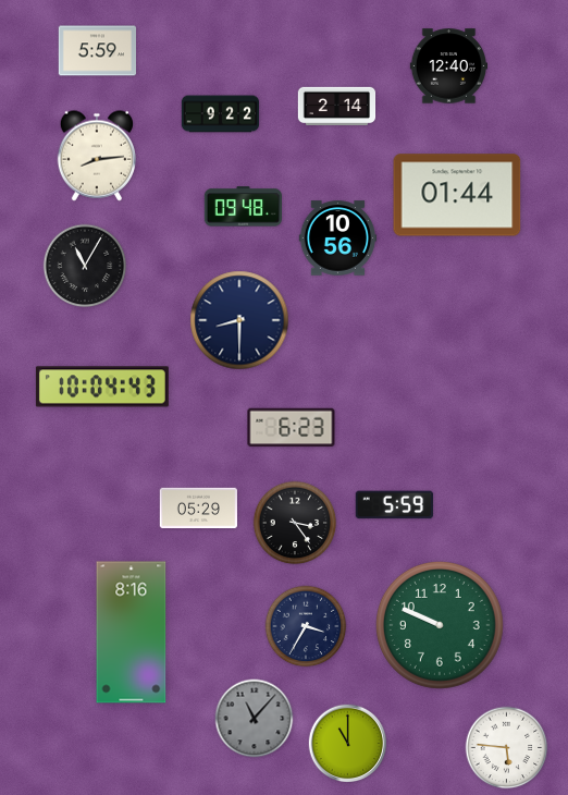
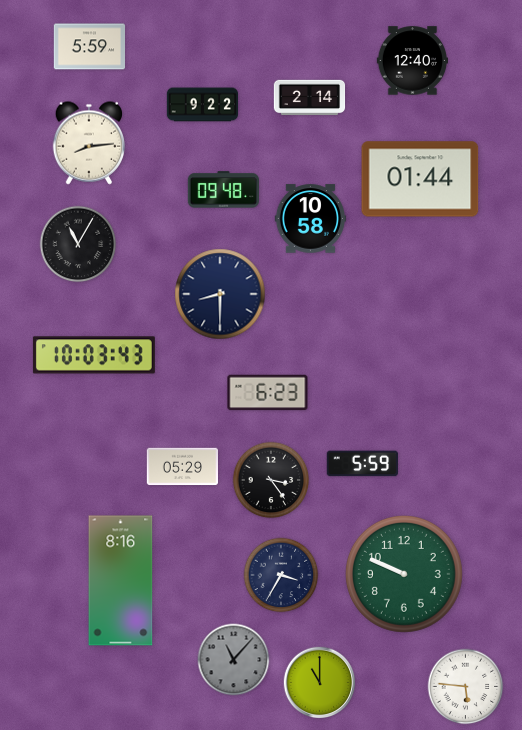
clock at (338, 238): 10:56 -> 10:58
clock at (102, 387): 10:04 -> 10:03
